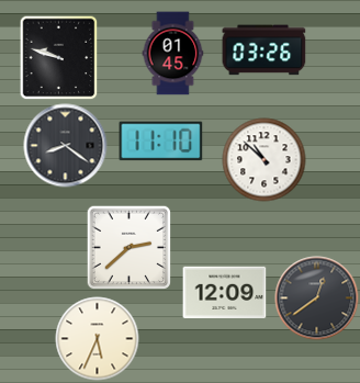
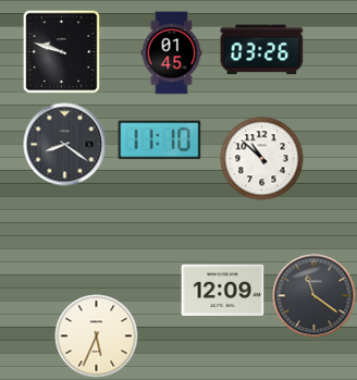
clock at (59, 57) position: (59, 57) -> (62, 51)
clock at (128, 247): 2:38 -> none
clock at (317, 298): 12:39 -> 11:21
